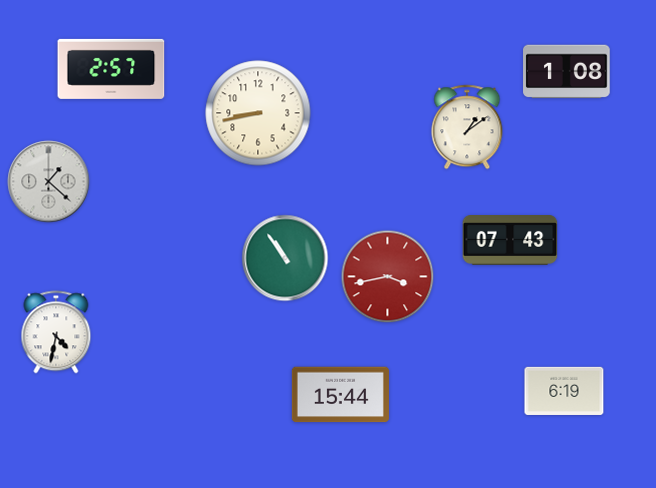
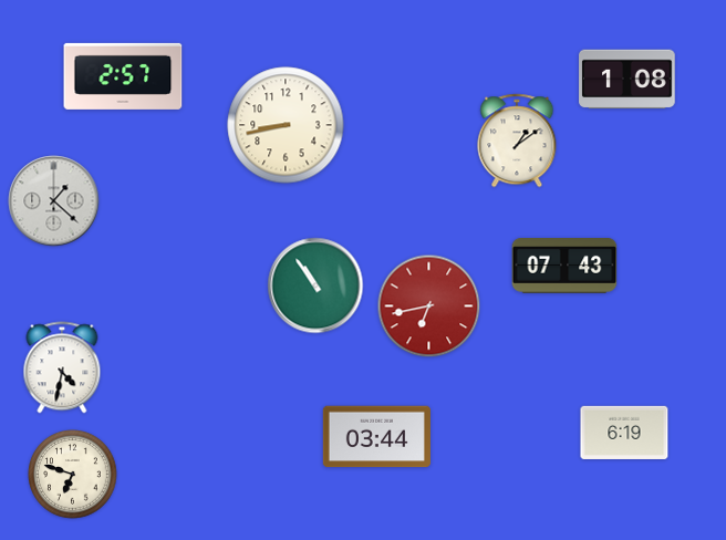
clock at (388, 277): 3:43 -> 6:43
clock at (340, 395): 15:44 -> 03:44
clock at (73, 475): none -> 6:48
